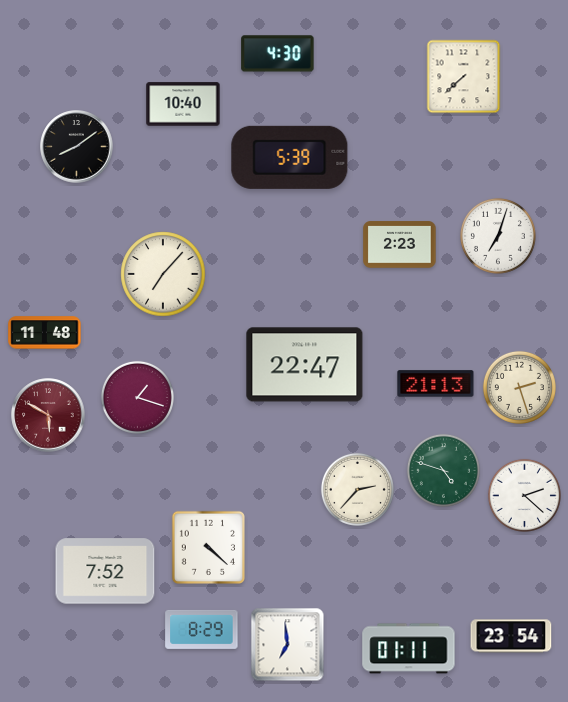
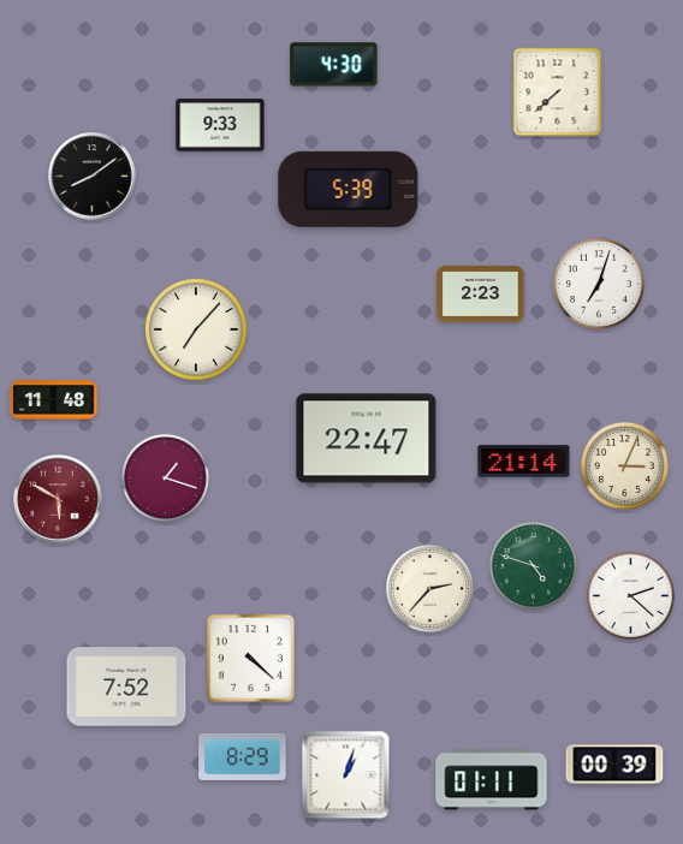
clock at (183, 104): 10:40 -> 9:33
clock at (436, 384): 21:13 -> 21:14
clock at (519, 387): 2:27 -> 3:04
clock at (511, 636): 23:54 -> 00:39
clock at (288, 645): 6:59 -> 1:03
